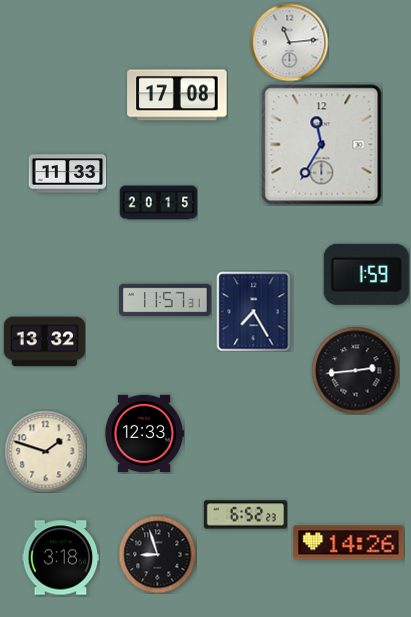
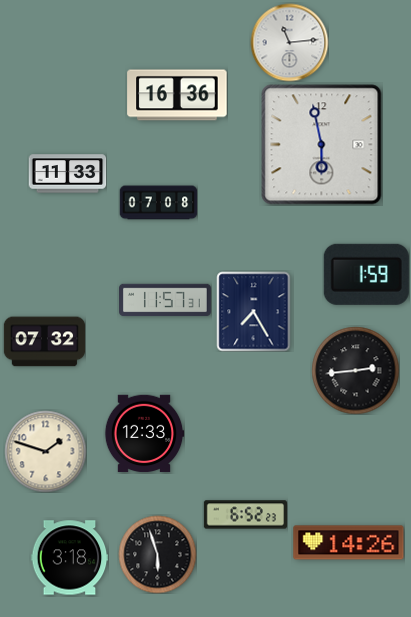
clock at (177, 95): 17:08 -> 16:36
clock at (322, 145): 11:35 -> 5:58
clock at (158, 203): 20:15 -> 07:08
clock at (44, 342): 13:32 -> 07:32
clock at (157, 554): 8:57 -> 5:57
clock at (60, 558) position: (60, 558) -> (69, 558)
